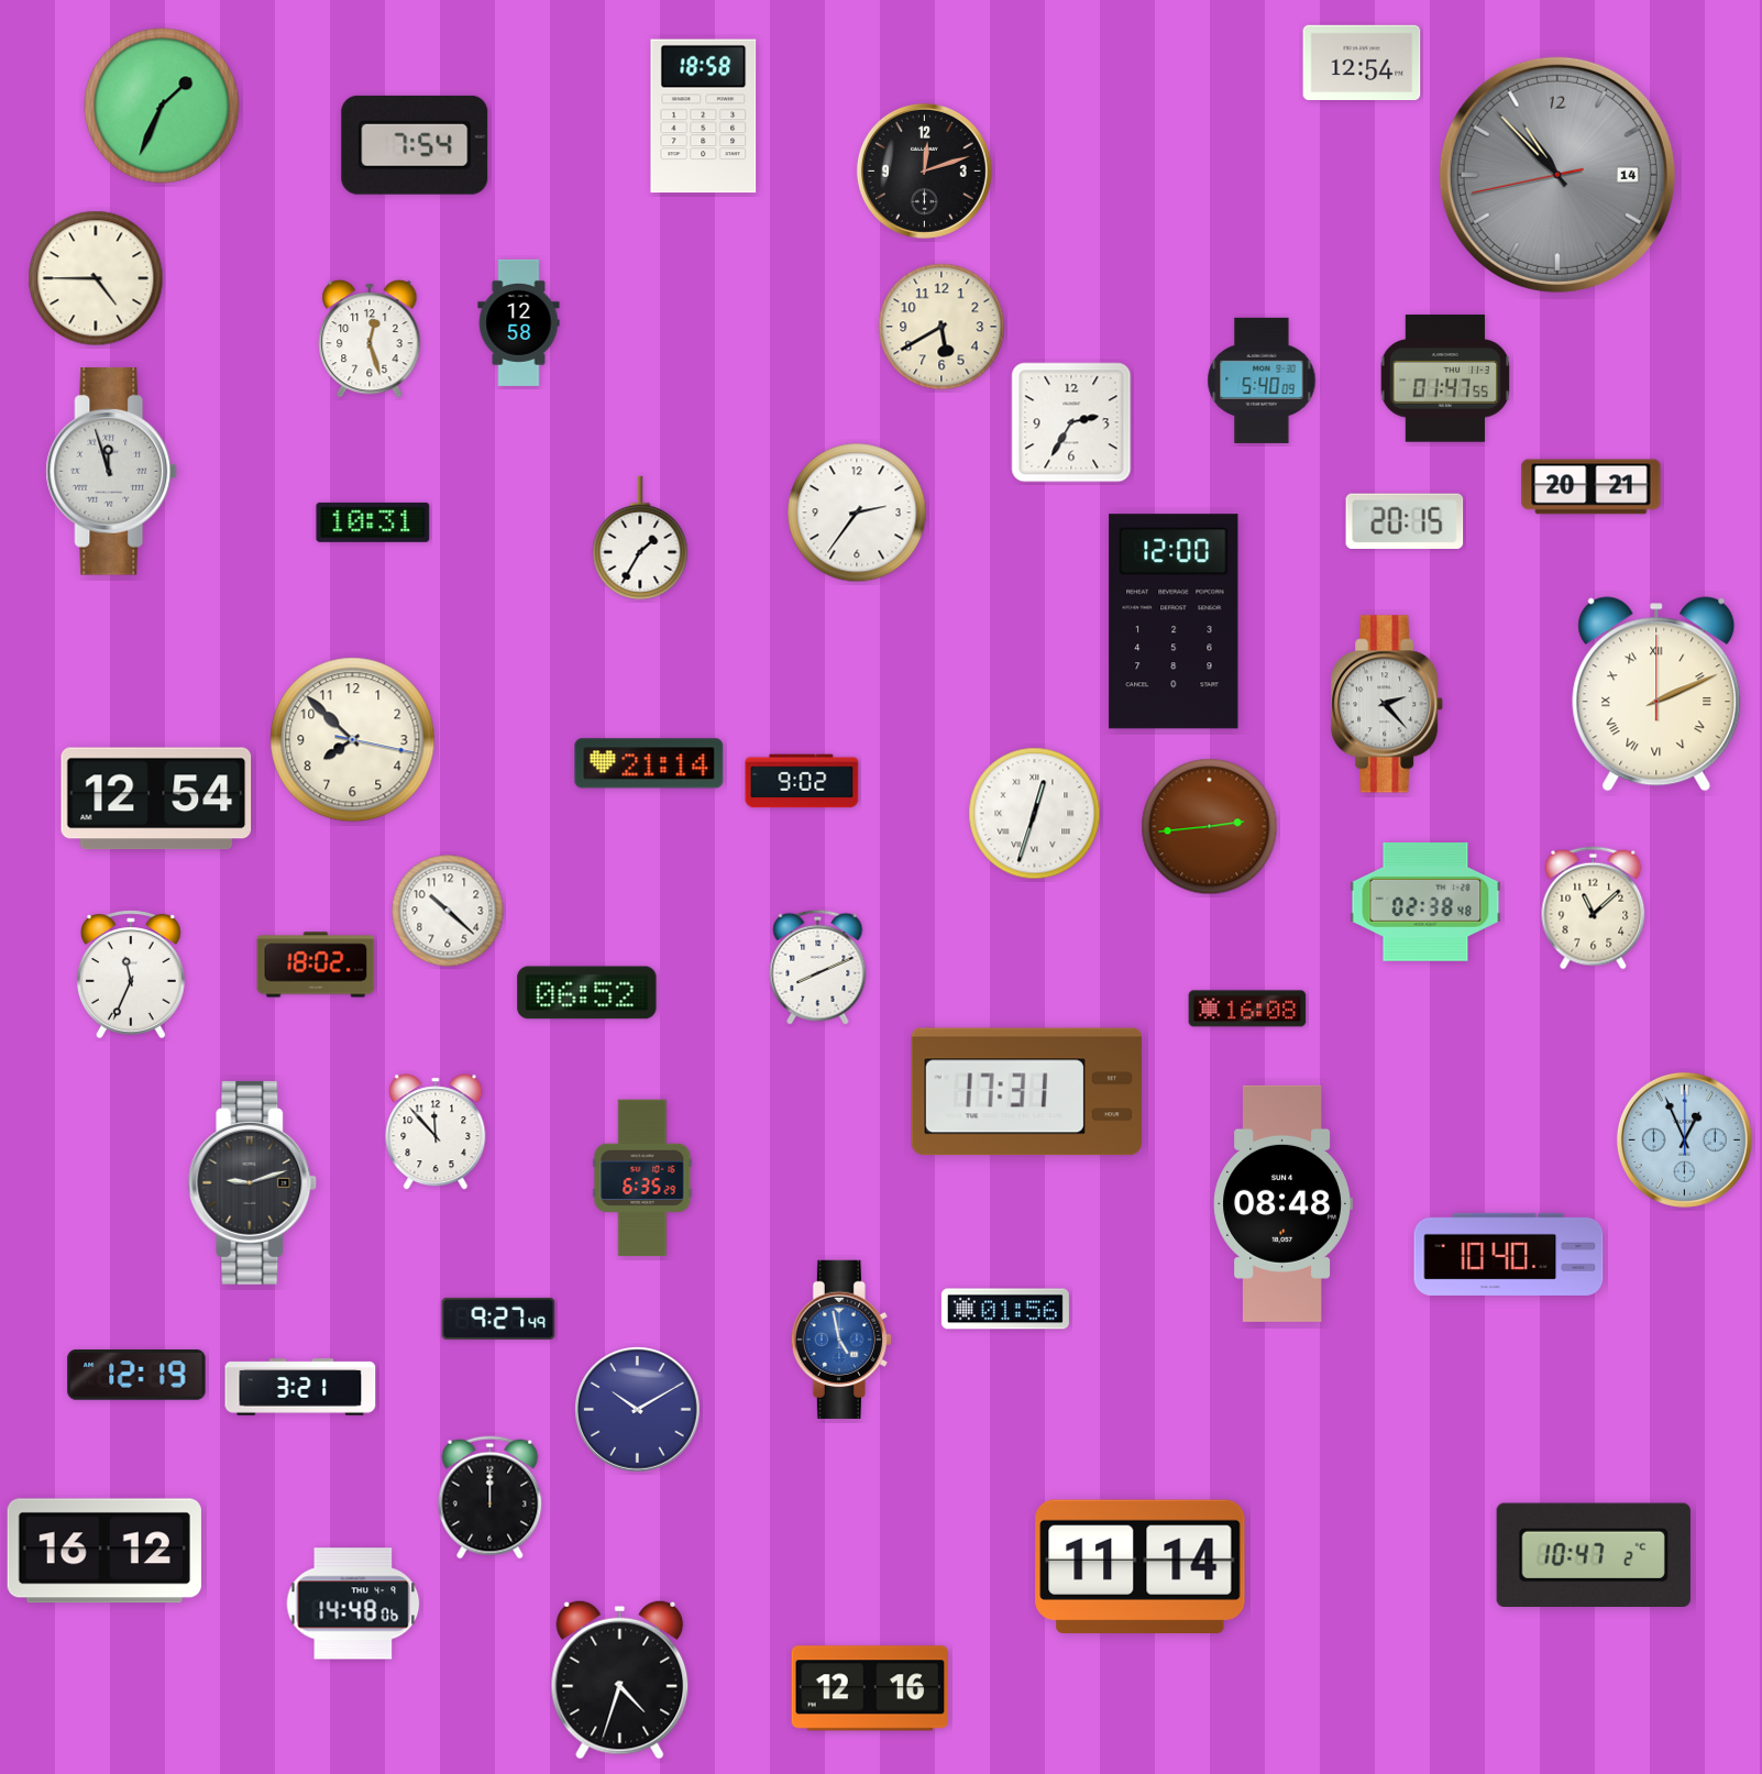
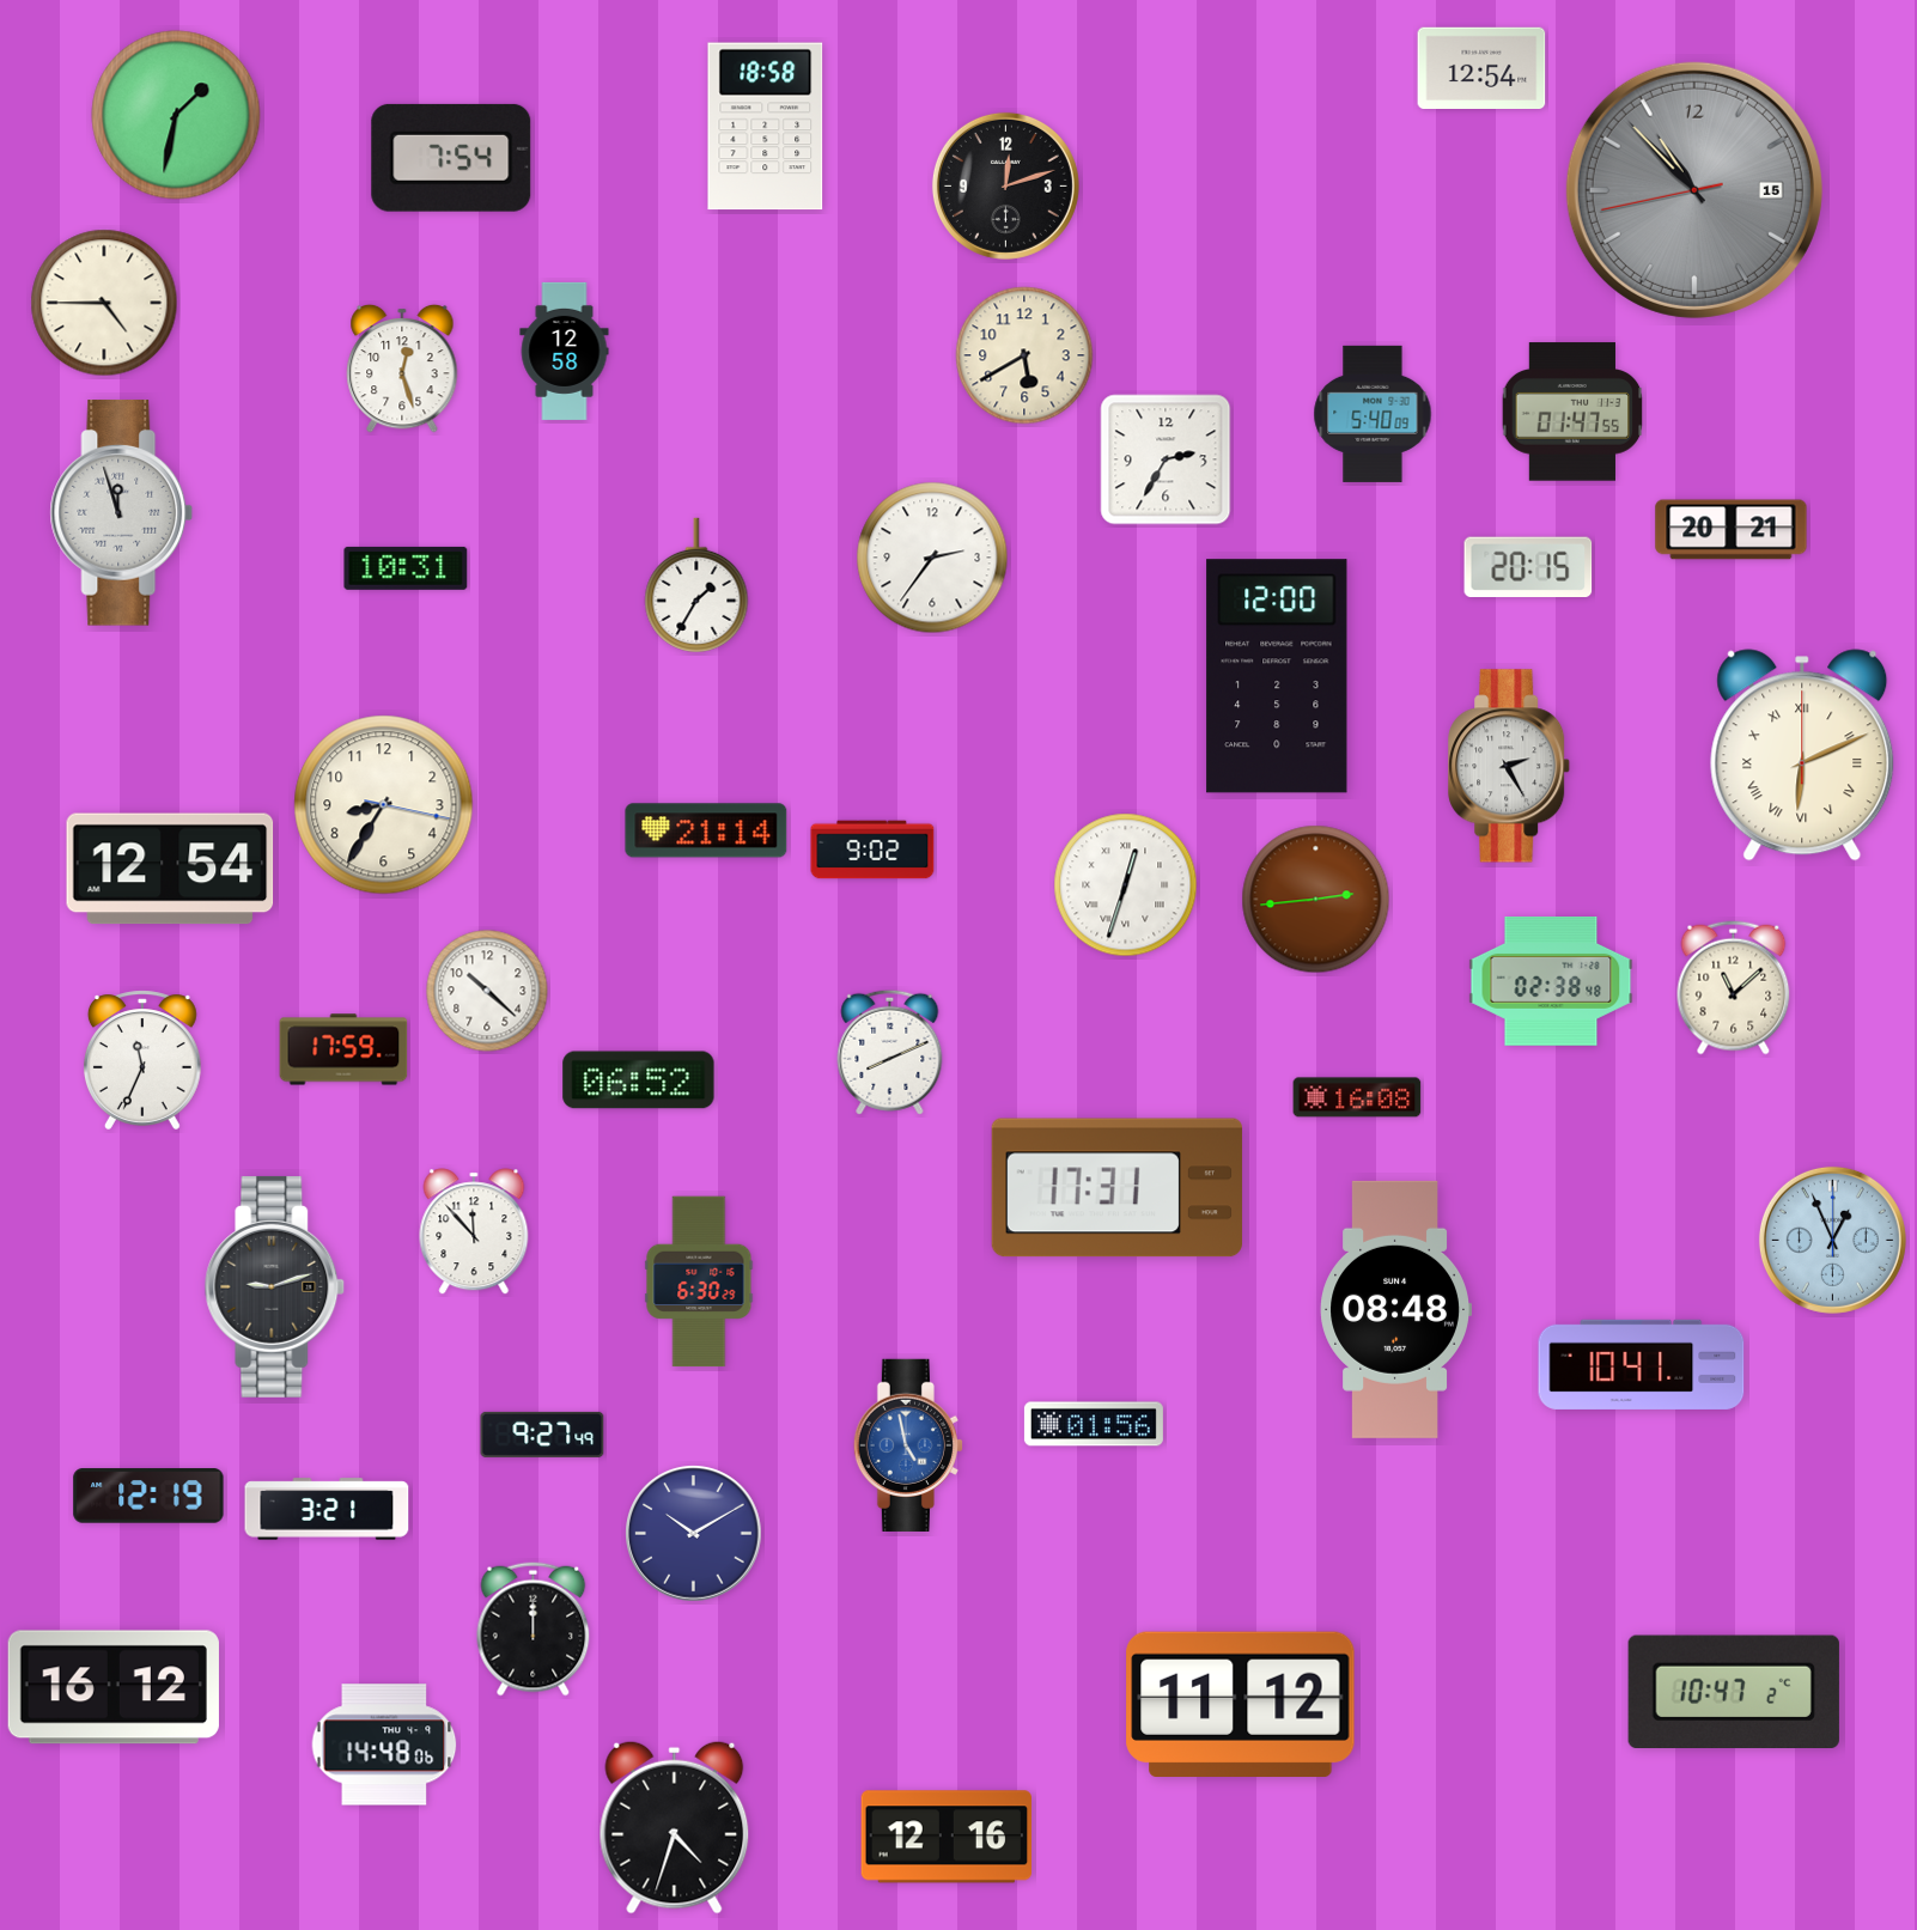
clock at (162, 106): 1:34 -> 1:32
clock at (1557, 175) date: 14 -> 15
clock at (1656, 694): 2:11 -> 6:11
clock at (1388, 704): 2:23 -> 2:25
clock at (353, 740): 7:52 -> 8:35
clock at (316, 965): 18:02 -> 17:59
clock at (642, 1178): 6:35 -> 6:30
clock at (1509, 1254): 10:40 -> 10:41
clock at (841, 1340) position: (841, 1340) -> (908, 1445)
clock at (1141, 1566): 11:14 -> 11:12
